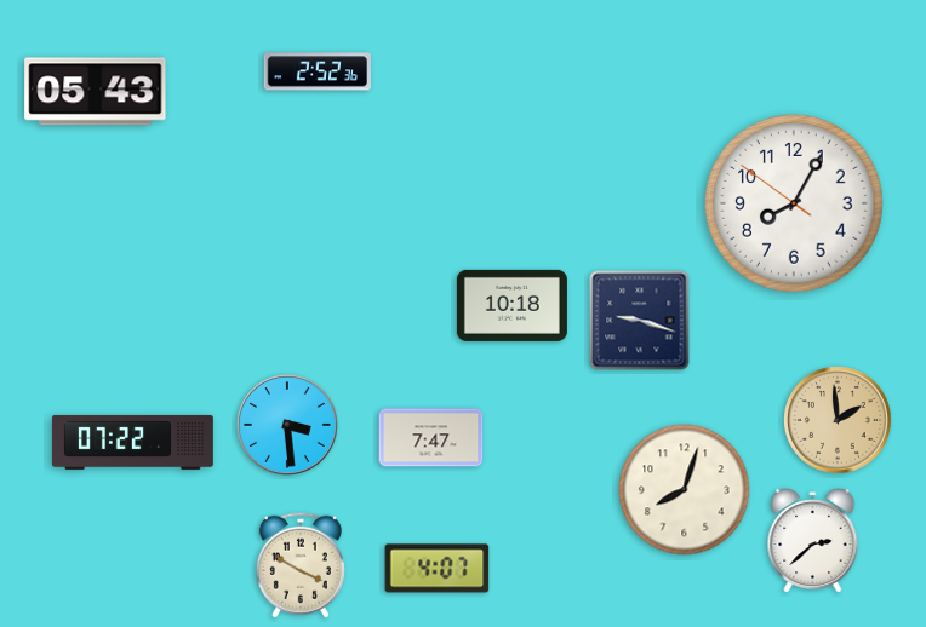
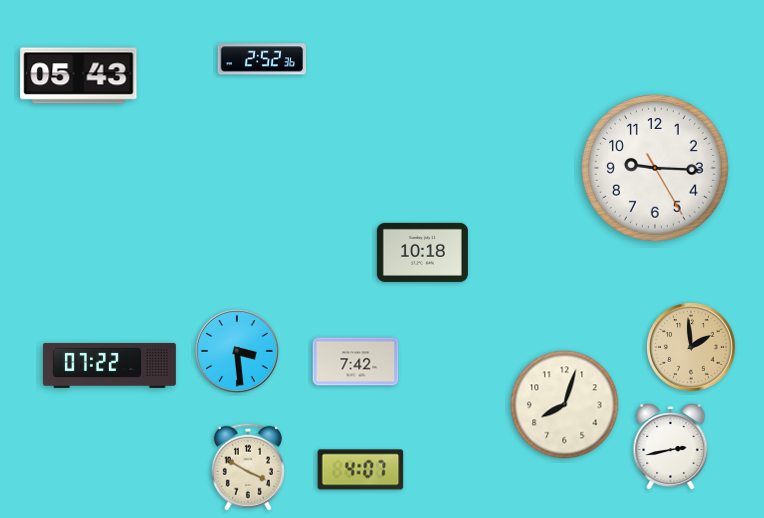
clock at (794, 203): 8:04 -> 9:15
clock at (640, 321): 9:18 -> none
clock at (431, 438): 7:47 -> 7:42
clock at (813, 541): 2:38 -> 2:43
